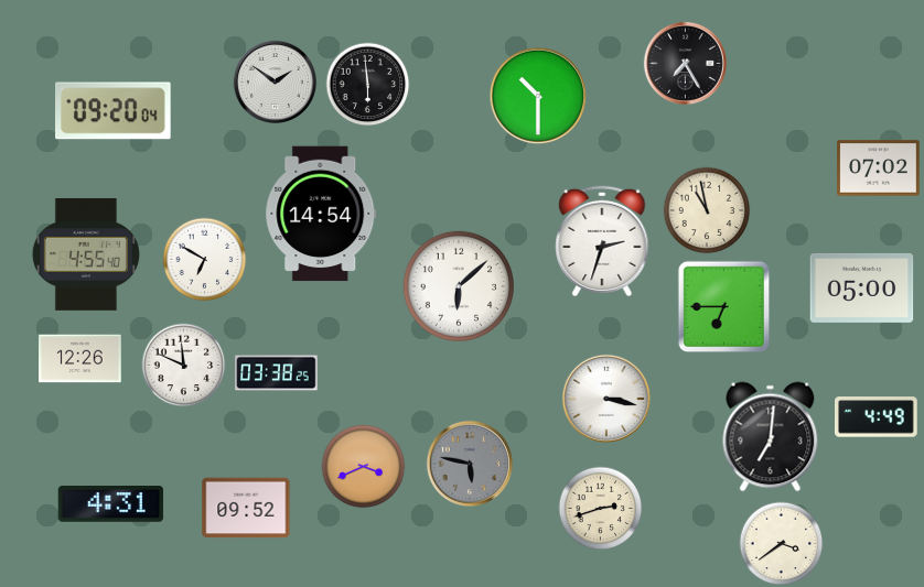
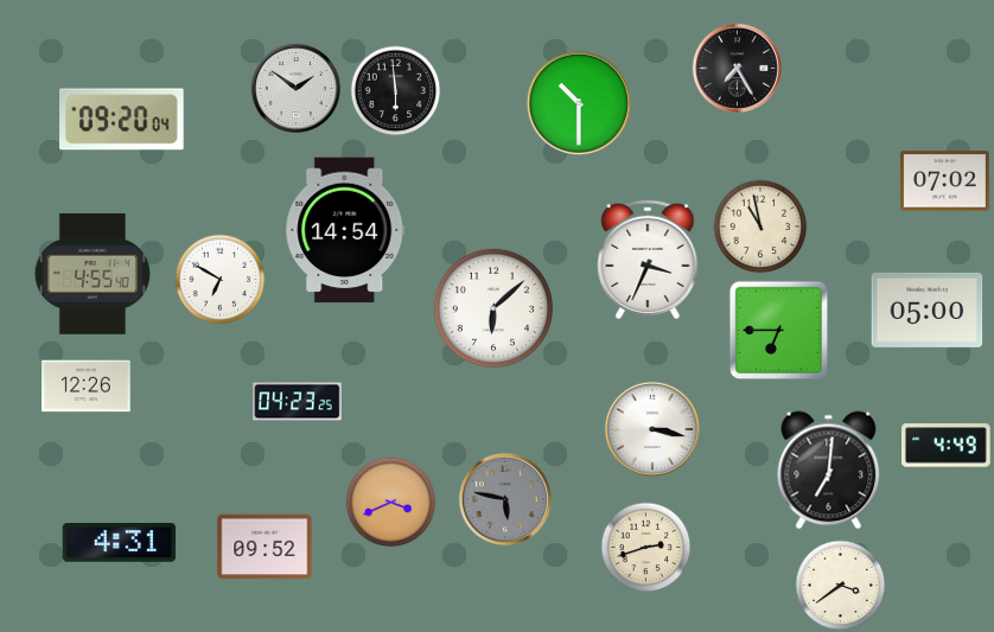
clock at (602, 241): 2:33 -> 3:34
clock at (184, 366): 11:49 -> none
clock at (277, 373): 03:38 -> 04:23
clock at (877, 417) position: (877, 417) -> (947, 446)
